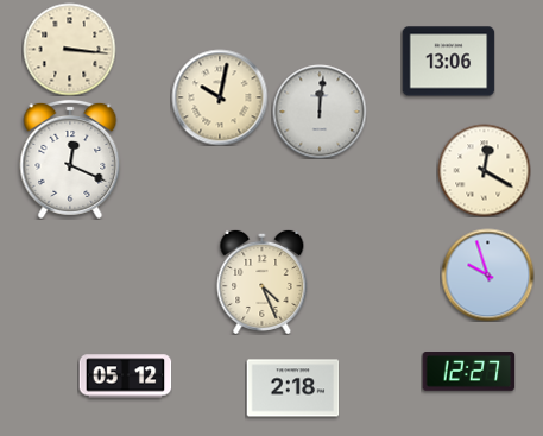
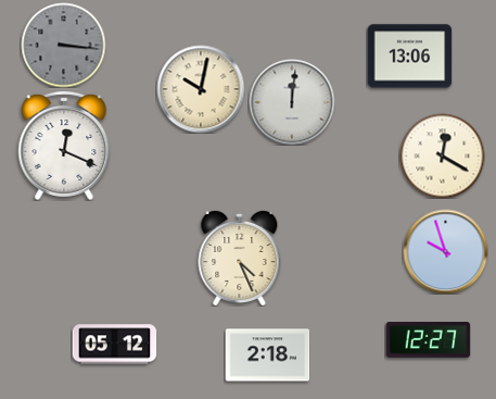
clock at (69, 49) dial: cream -> grey
